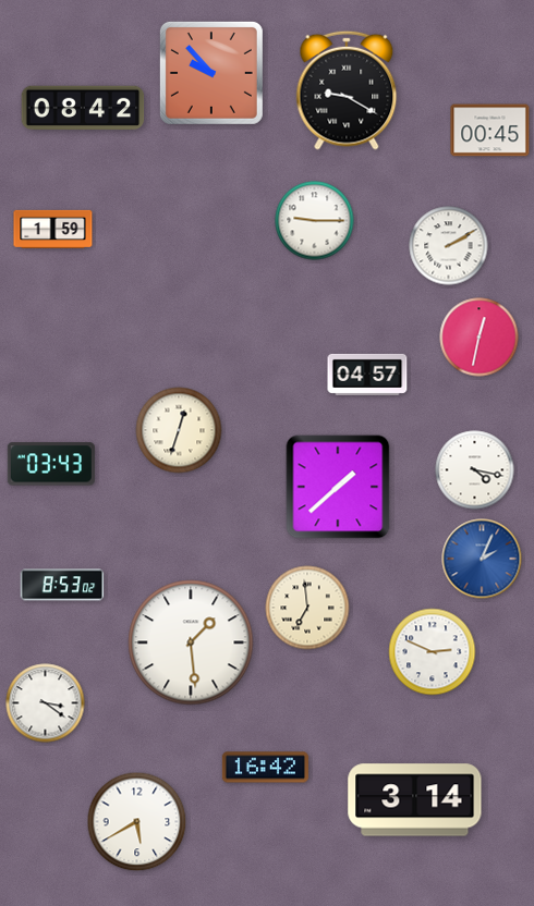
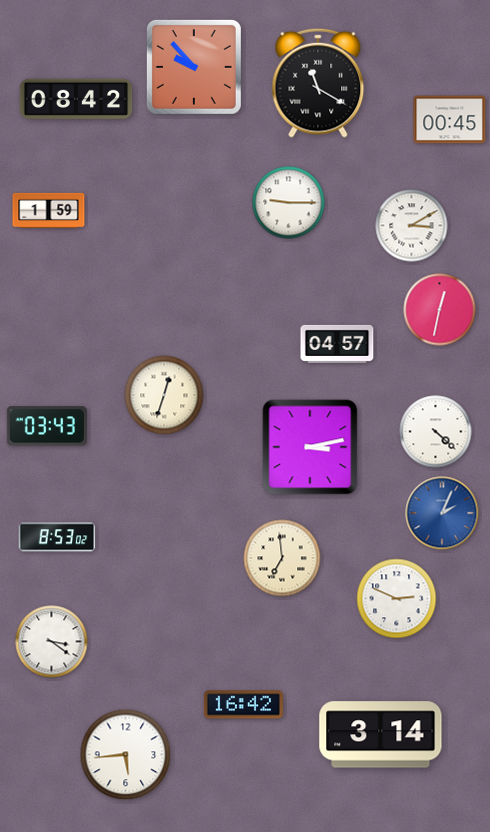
clock at (347, 90): 9:20 -> 11:20
clock at (449, 246): 2:10 -> 3:10
clock at (475, 470): 4:17 -> 4:22
clock at (338, 487): 1:38 -> 3:13
clock at (191, 642): 1:29 -> none
clock at (46, 703) position: (46, 703) -> (52, 642)
clock at (137, 822): 5:40 -> 5:44
